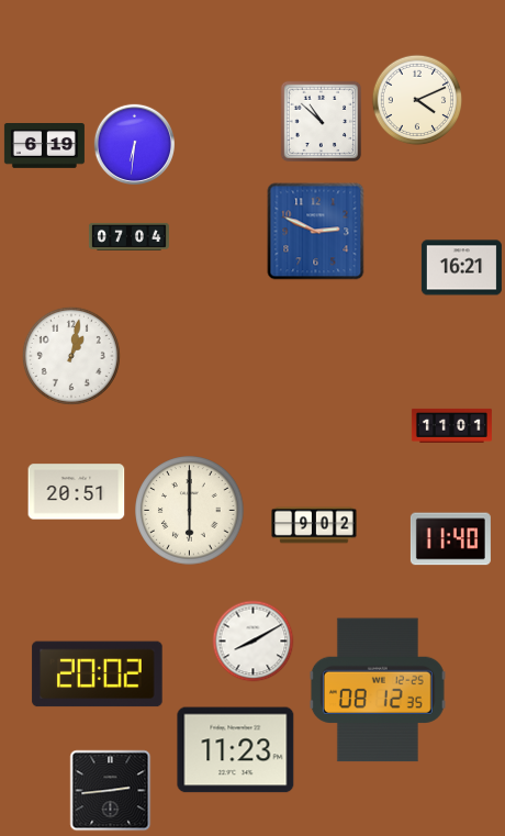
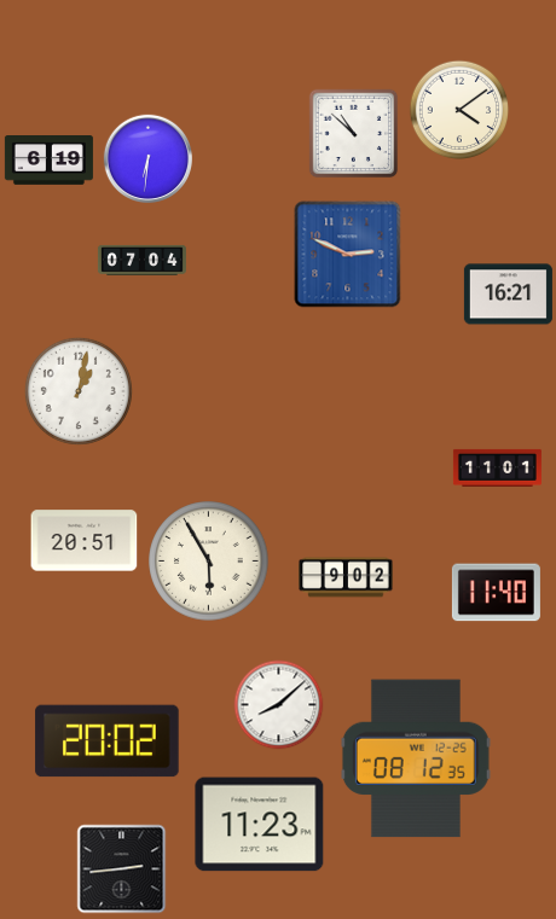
clock at (417, 100): 4:11 -> 4:09
clock at (190, 511): 6:00 -> 5:55
clock at (254, 642): 8:10 -> 8:08
